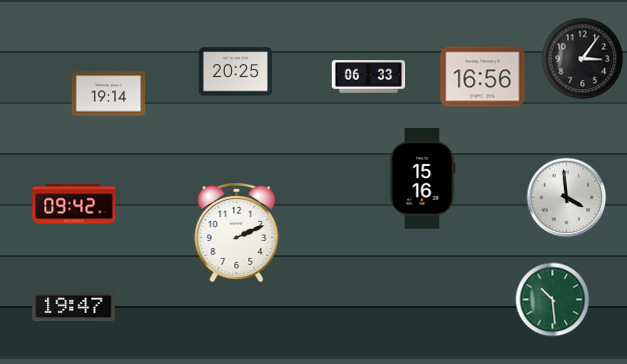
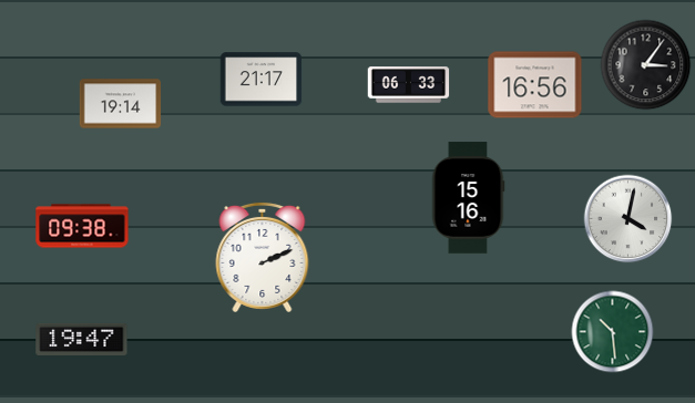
clock at (236, 72): 20:25 -> 21:17
clock at (567, 198): 3:59 -> 4:02
clock at (74, 204): 09:42 -> 09:38
